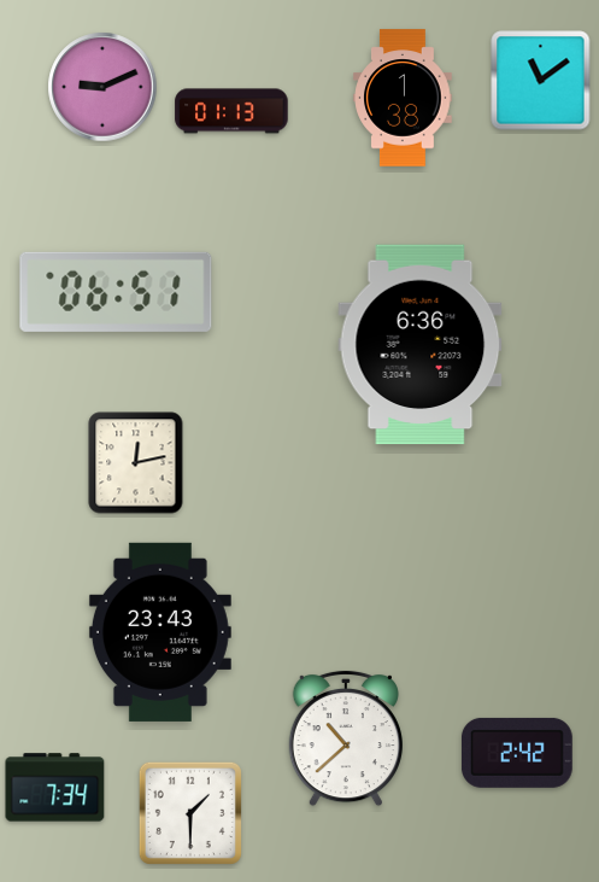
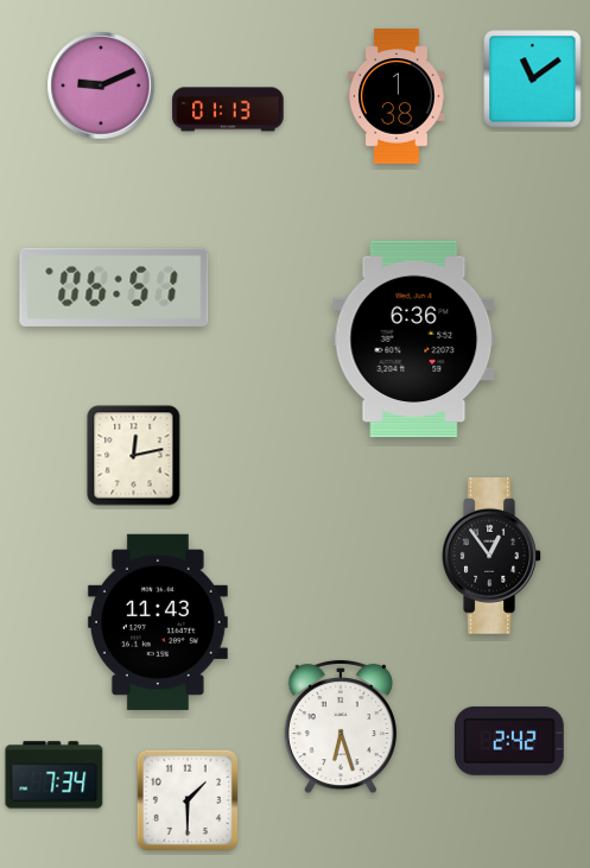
clock at (491, 557): none -> 12:54
clock at (160, 632): 23:43 -> 11:43
clock at (346, 738): 10:38 -> 6:27
